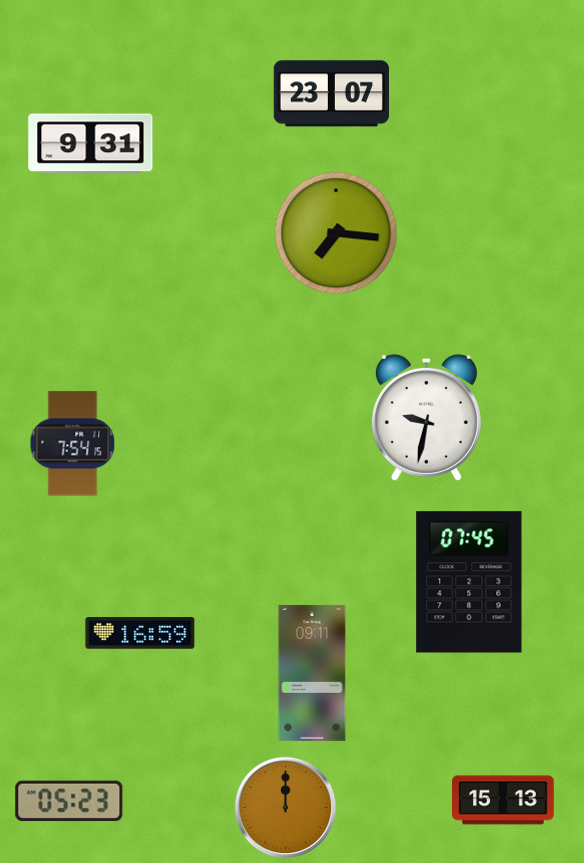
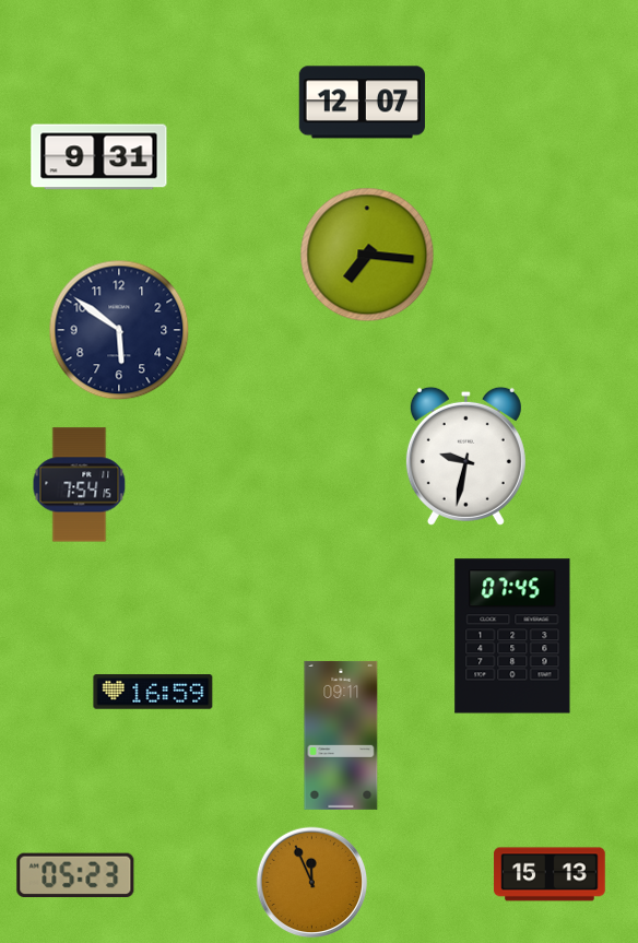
clock at (331, 94): 23:07 -> 12:07
clock at (119, 330): none -> 5:51
clock at (286, 808): 12:00 -> 11:56
